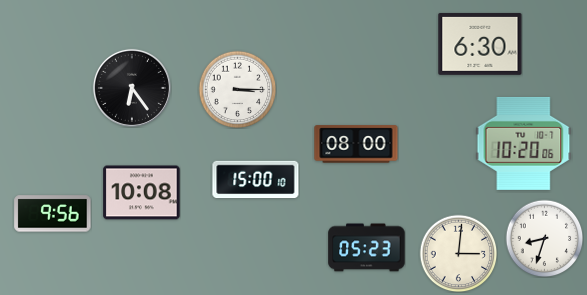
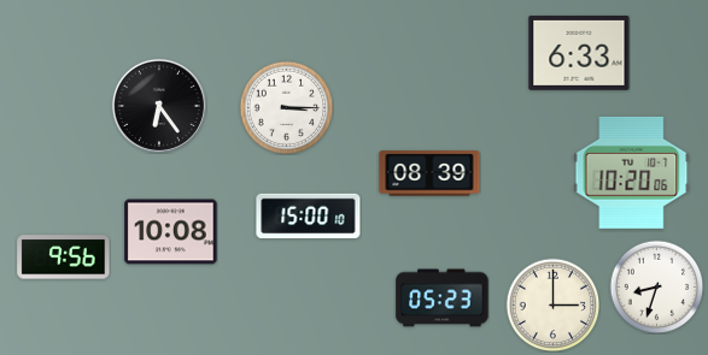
clock at (480, 44): 6:30 -> 6:33
clock at (356, 144): 08:00 -> 08:39
clock at (458, 253): 3:01 -> 3:00
